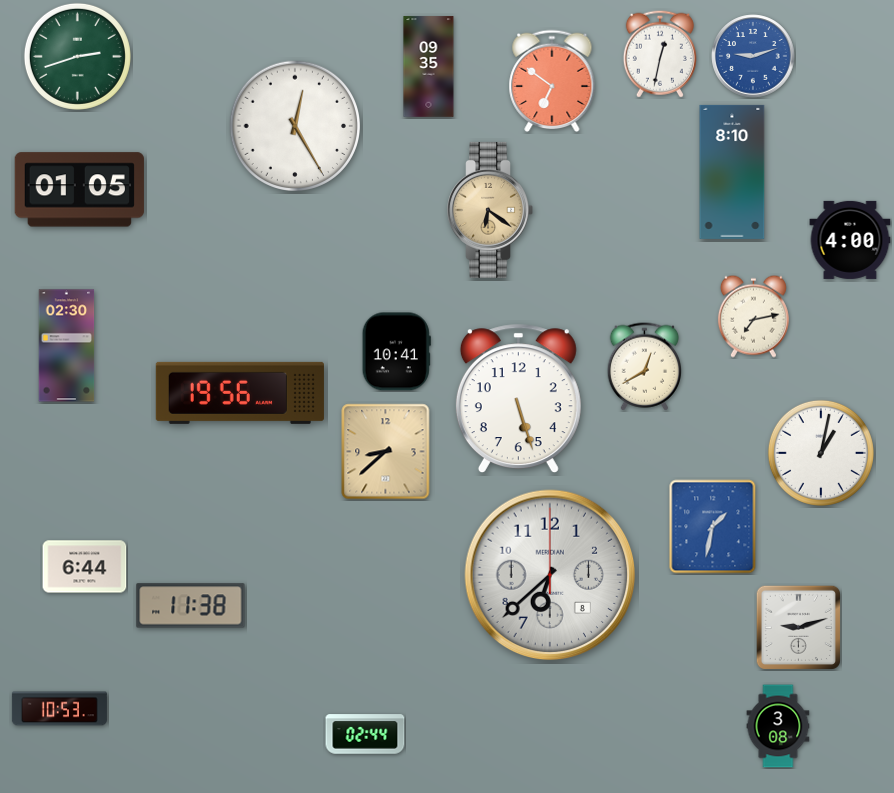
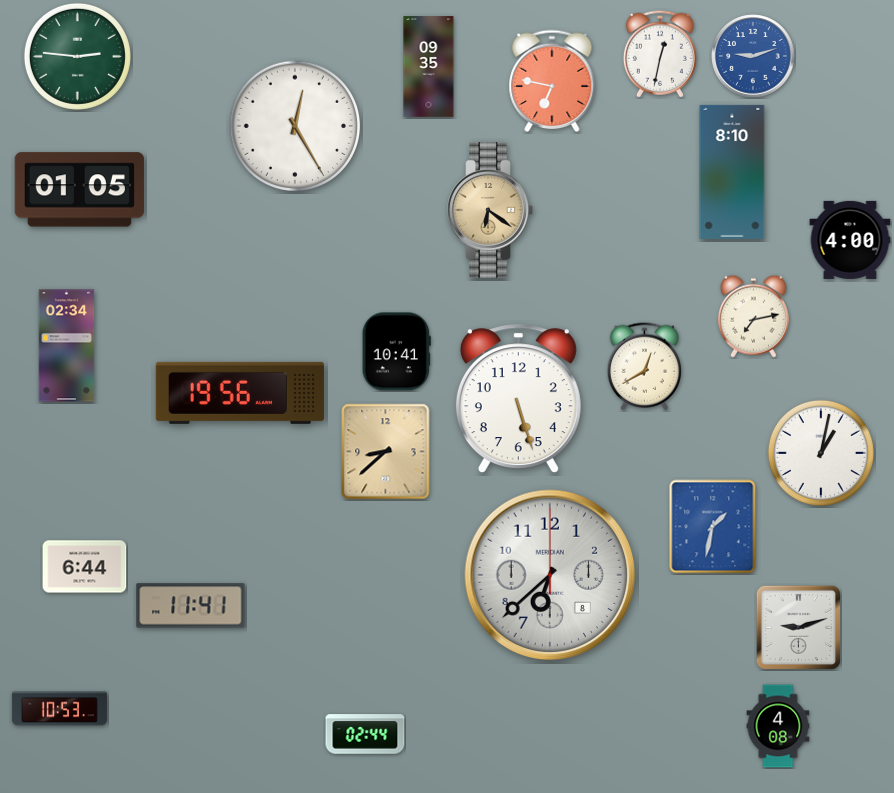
clock at (77, 56): 2:42 -> 2:46
clock at (552, 81): 6:51 -> 6:47
clock at (67, 346): 02:30 -> 02:34
clock at (191, 606): 11:38 -> 11:41
clock at (778, 726): 3:08 -> 4:08
